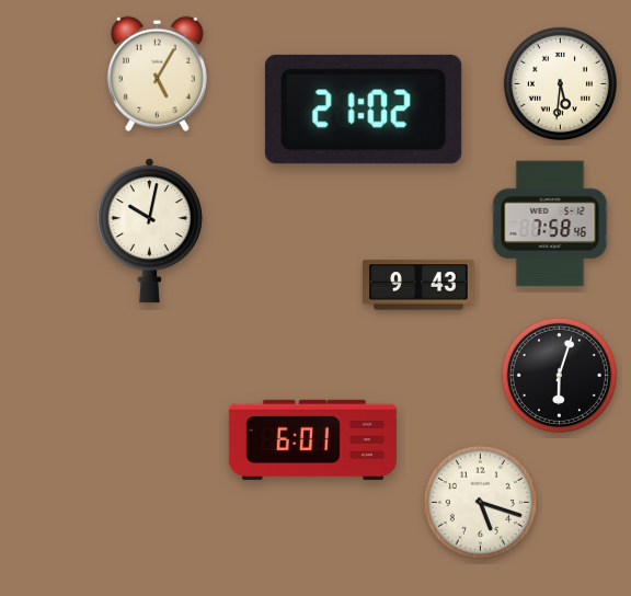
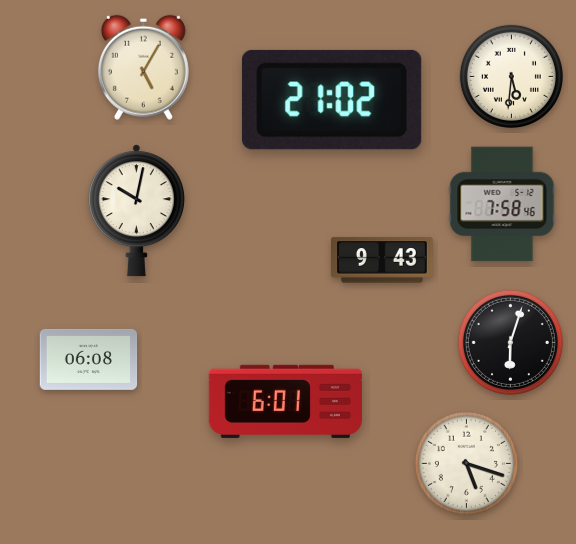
clock at (89, 359): none -> 06:08
clock at (480, 502) position: (480, 502) -> (466, 463)
